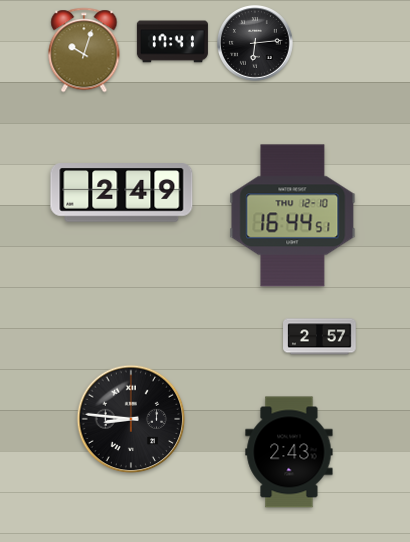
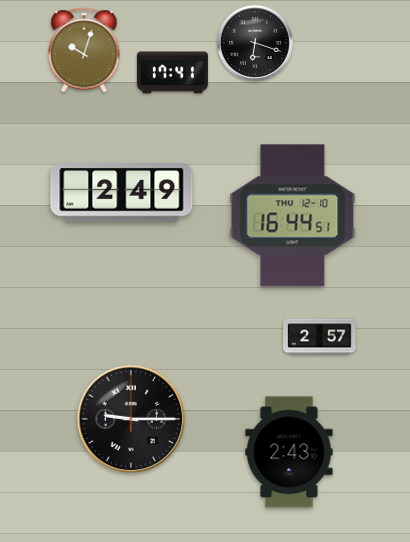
clock at (172, 42) position: (172, 42) -> (172, 73)
clock at (256, 44): 6:14 -> 6:18
clock at (131, 419): 8:46 -> 9:15
